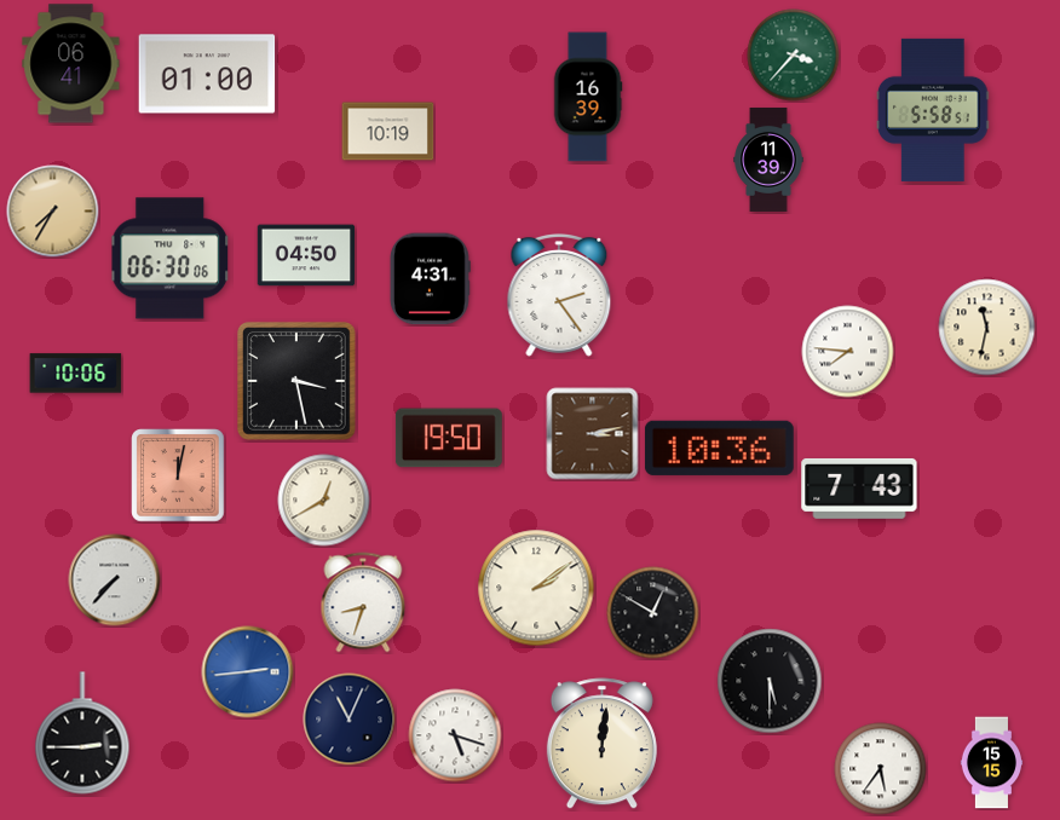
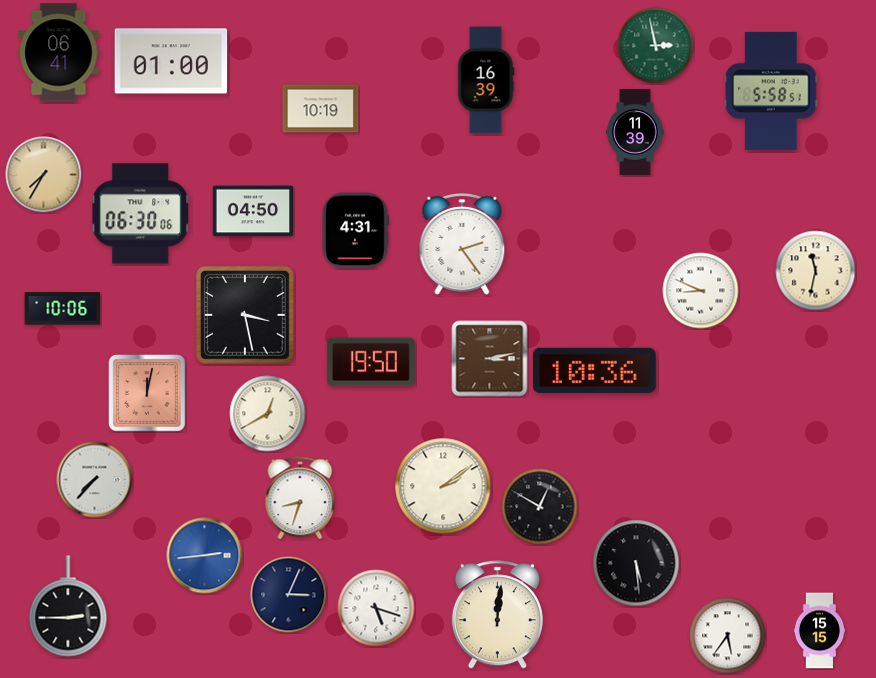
clock at (794, 56): 3:37 -> 2:58
clock at (848, 352): 7:46 -> 8:49
clock at (859, 489): 7:43 -> none
clock at (770, 681): 5:30 -> 5:29
clock at (350, 720): 11:04 -> 3:04
